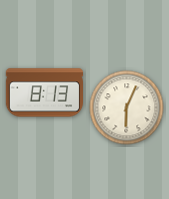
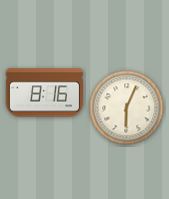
clock at (44, 93): 8:13 -> 8:16
